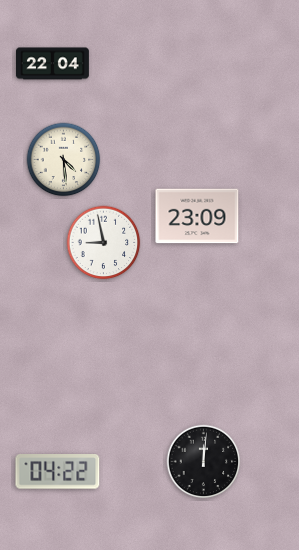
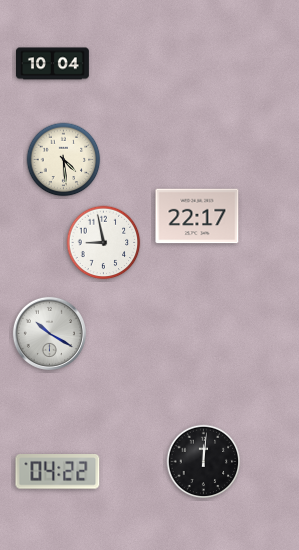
clock at (53, 64): 22:04 -> 10:04
clock at (197, 216): 23:09 -> 22:17
clock at (49, 333): none -> 10:20
